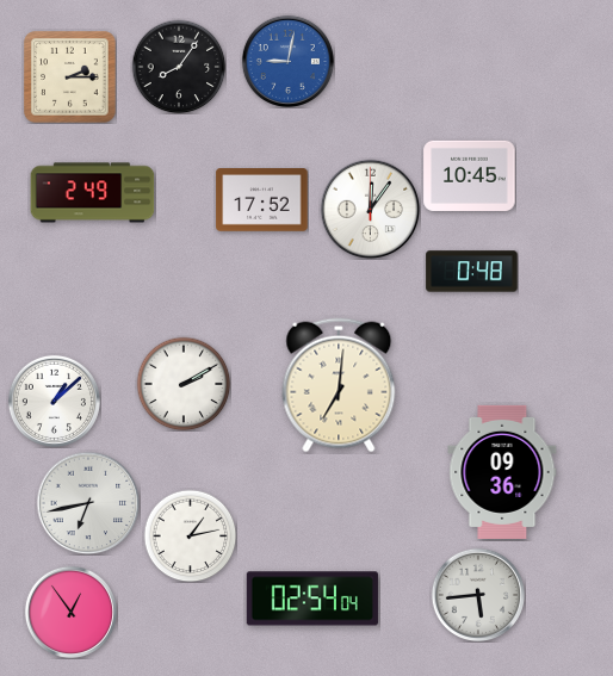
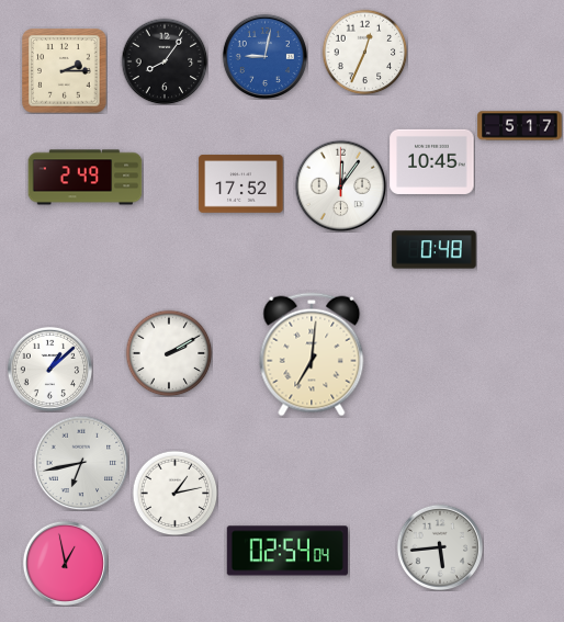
clock at (364, 52): none -> 12:34
clock at (520, 126): none -> 5:17
clock at (370, 209) position: (370, 209) -> (340, 185)
clock at (502, 472): 09:36 -> none
clock at (70, 612): 12:54 -> 12:58
